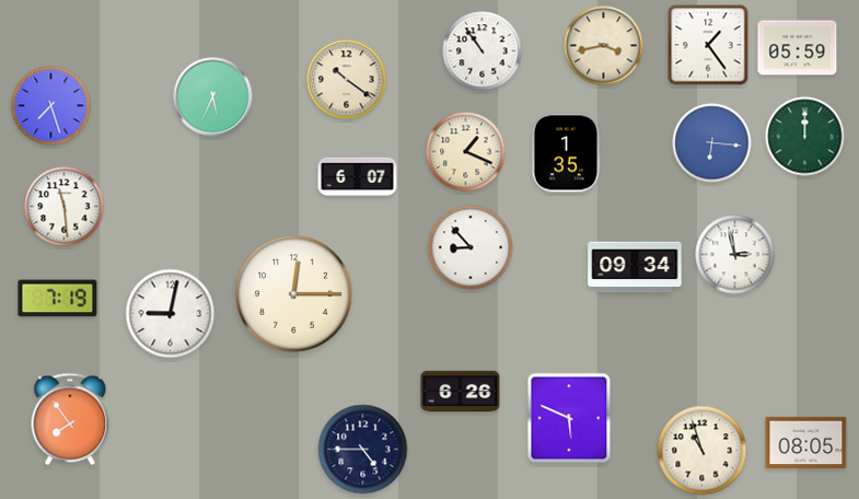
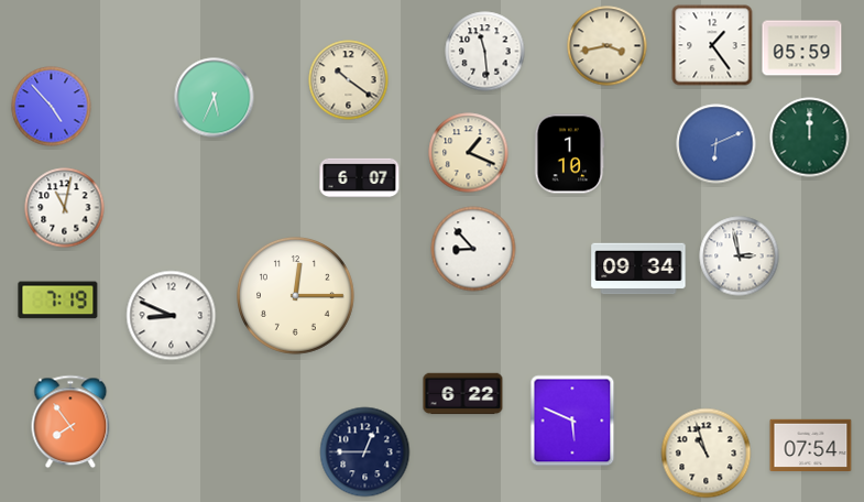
clock at (483, 51): 10:54 -> 11:29
clock at (51, 106): 7:27 -> 4:53
clock at (712, 143): 6:16 -> 6:11
clock at (566, 153): 1:35 -> 1:10
clock at (65, 207): 11:29 -> 11:02
clock at (171, 314): 9:02 -> 8:49
clock at (461, 392): 6:26 -> 6:22
clock at (806, 443): 08:05 -> 07:54
clock at (363, 450): 4:45 -> 12:45
